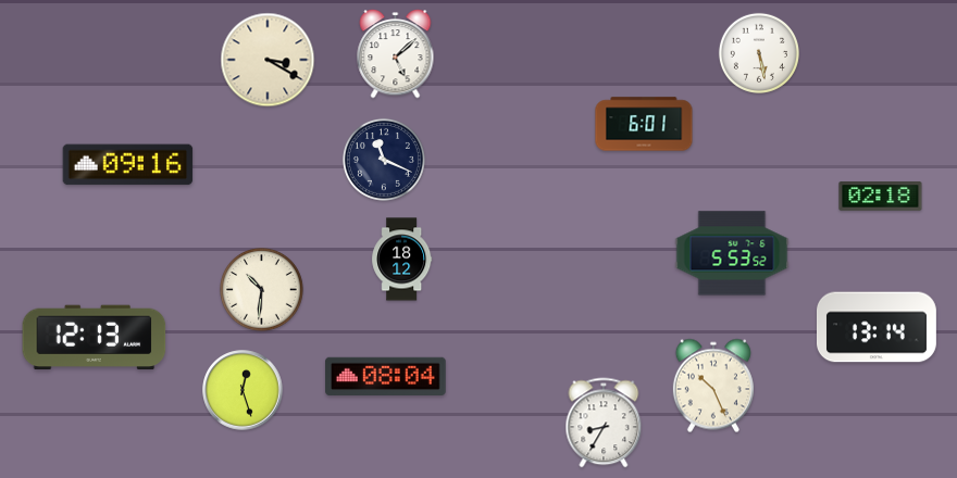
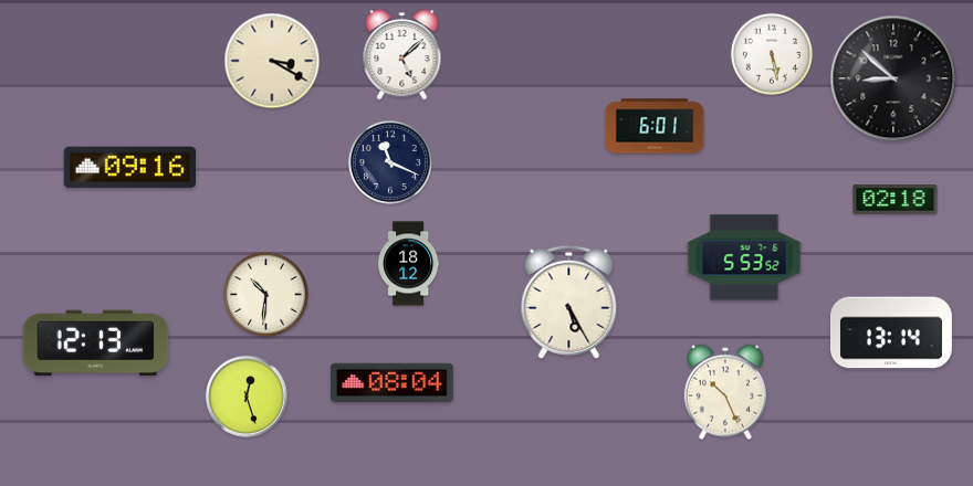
clock at (893, 78): none -> 8:52
clock at (569, 302): none -> 5:25
clock at (604, 423): 8:35 -> none
